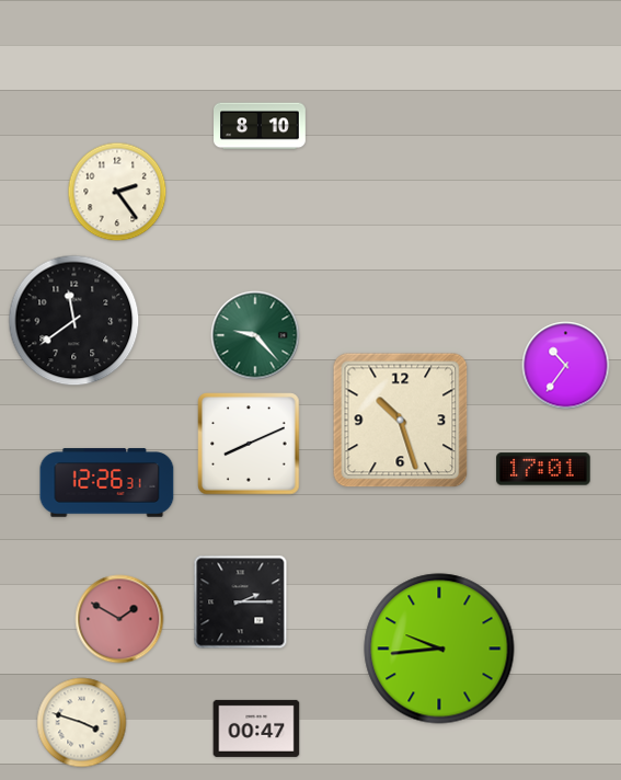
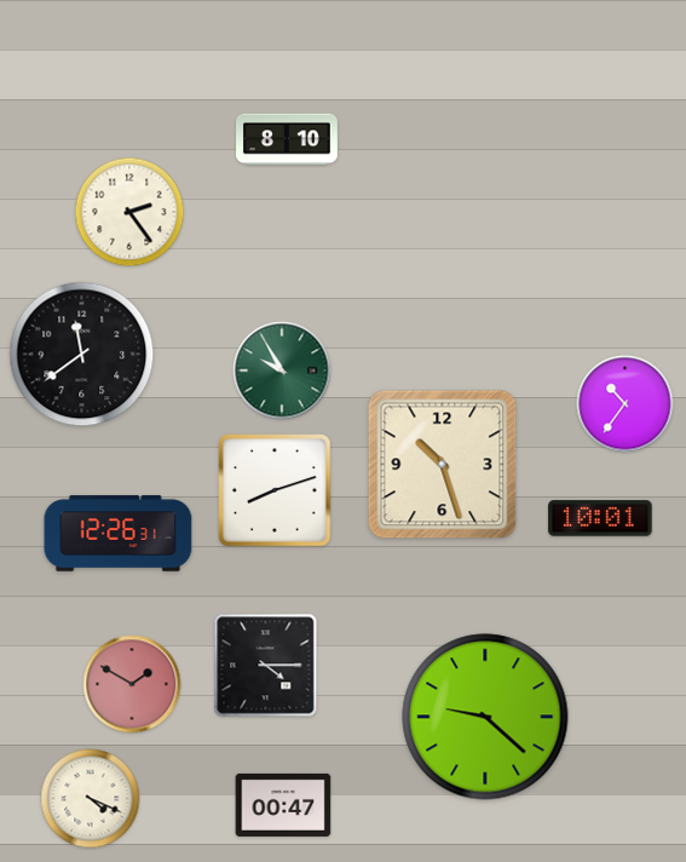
clock at (255, 335): 9:23 -> 9:55
clock at (249, 444): 8:11 -> 8:12
clock at (543, 469): 17:01 -> 10:01
clock at (241, 603): 2:15 -> 4:15
clock at (439, 649): 9:44 -> 9:22
clock at (82, 723): 3:48 -> 4:19
